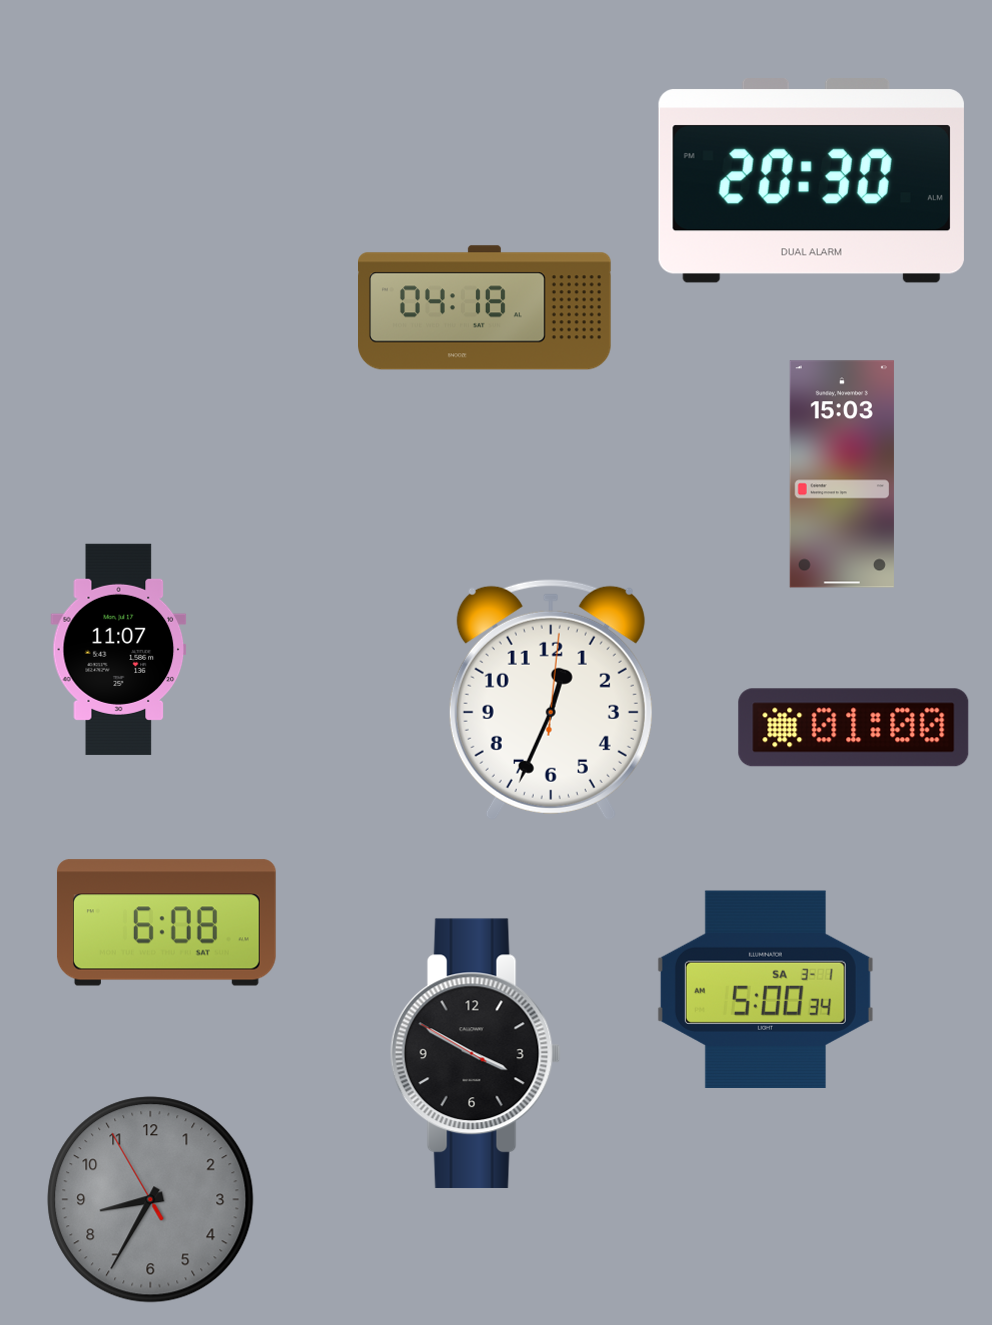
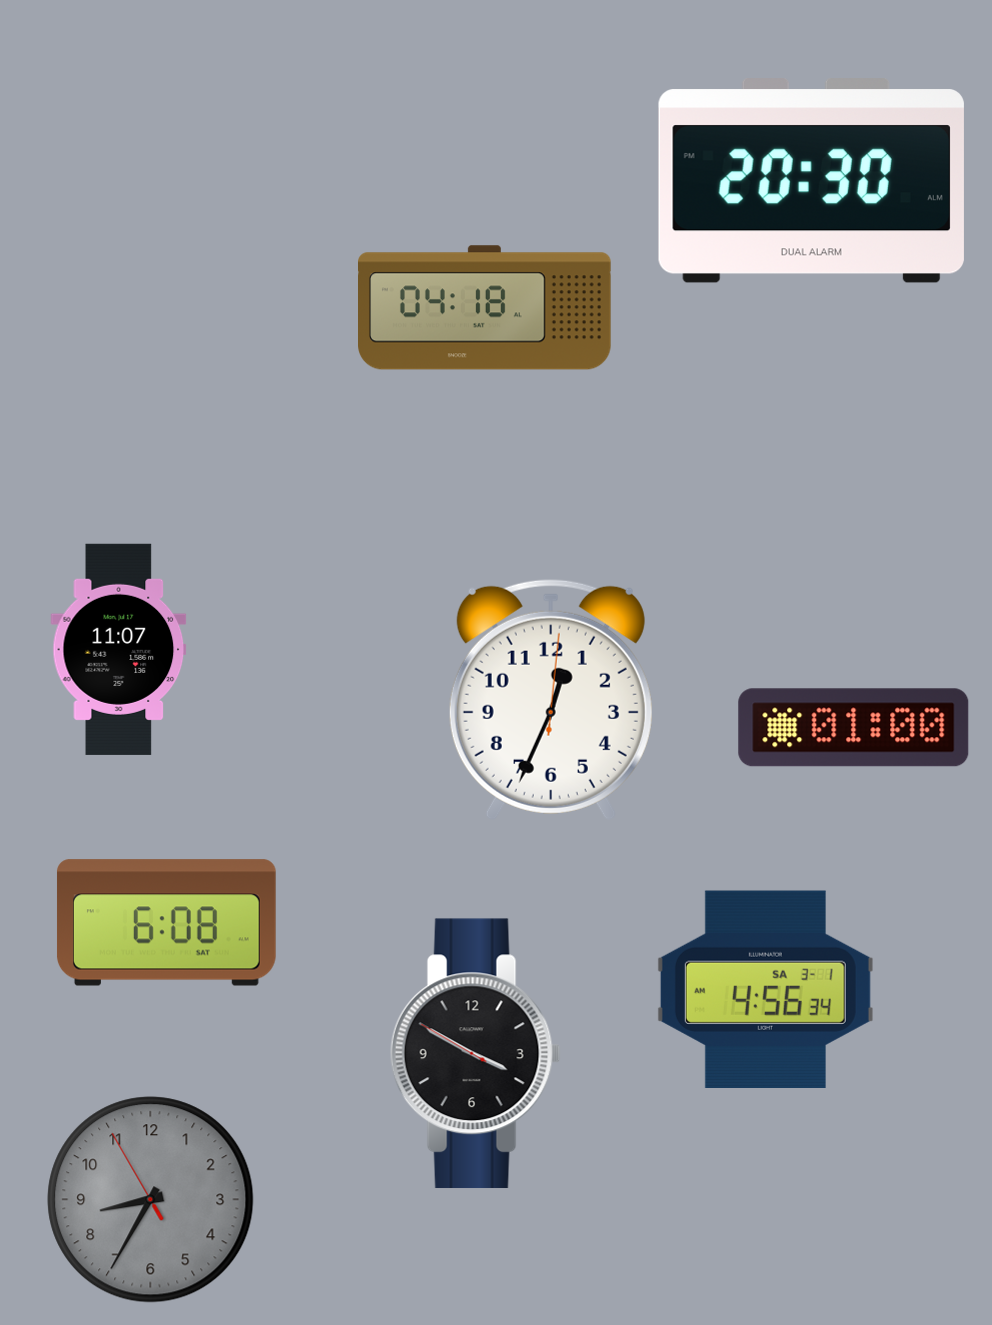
clock at (842, 474): 15:03 -> none
clock at (765, 989): 5:00 -> 4:56
